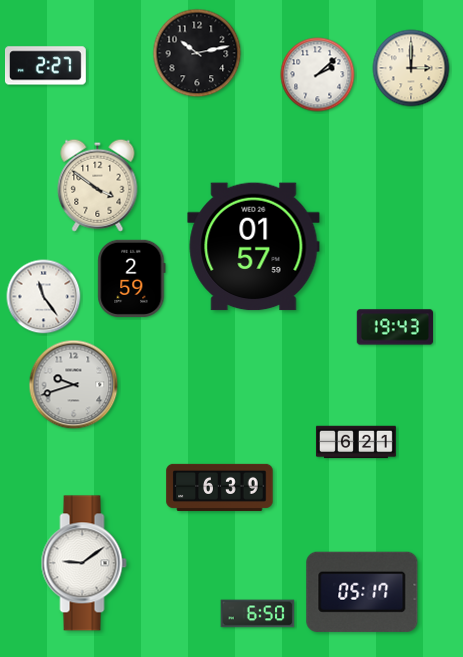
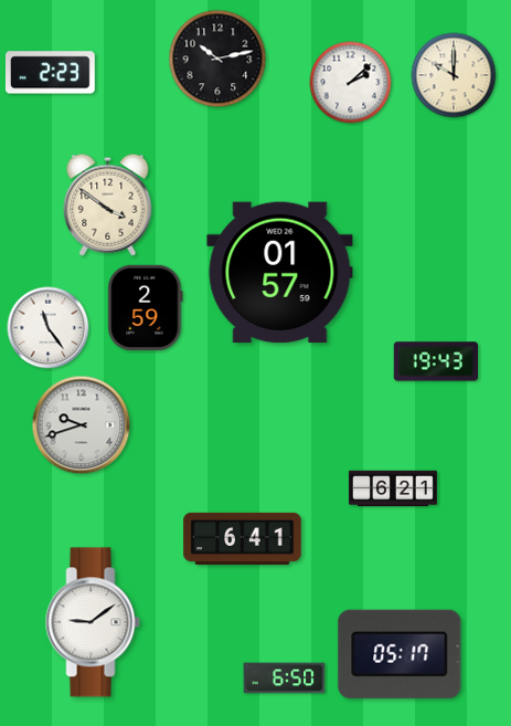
clock at (46, 66): 2:27 -> 2:23
clock at (411, 68): 3:00 -> 10:00
clock at (220, 487): 6:39 -> 6:41
